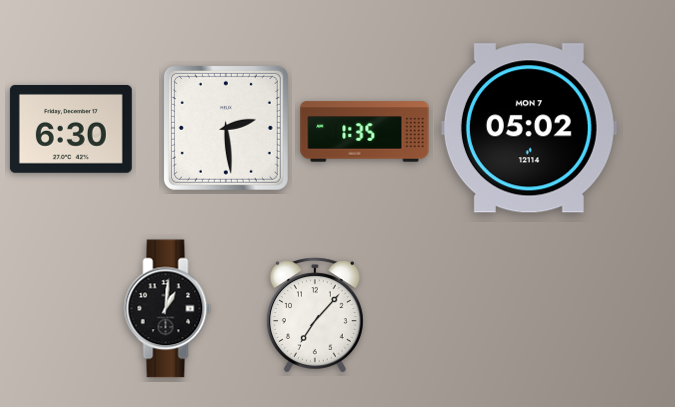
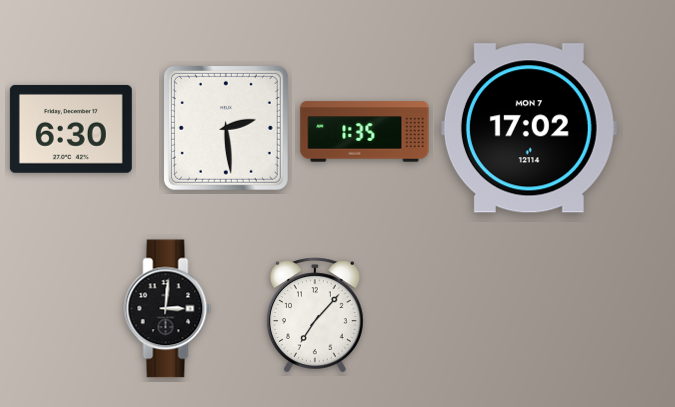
clock at (529, 128): 05:02 -> 17:02
clock at (168, 309): 1:01 -> 3:01
